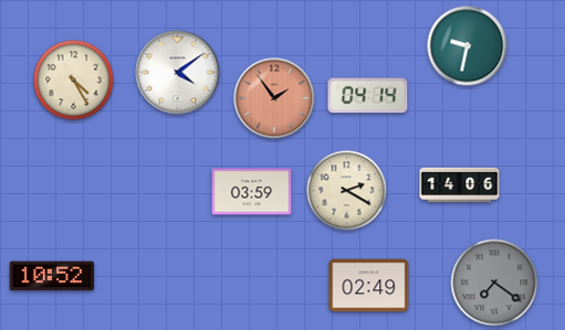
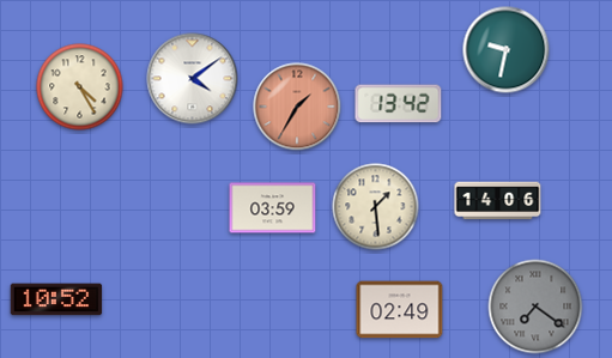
clock at (368, 96): 04:14 -> 13:42
clock at (274, 98): 1:54 -> 1:35
clock at (347, 191): 2:20 -> 1:29
